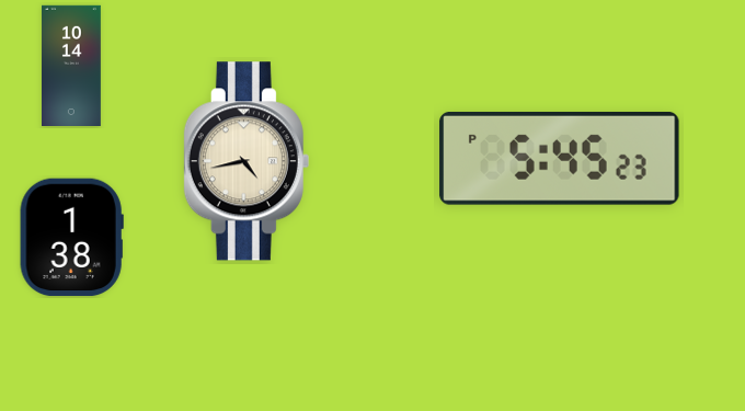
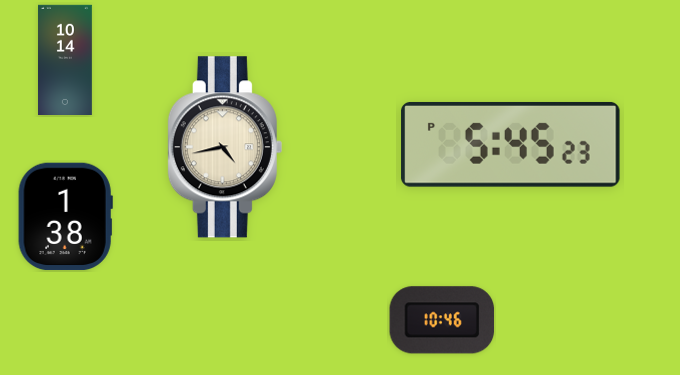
clock at (442, 320): none -> 10:46
